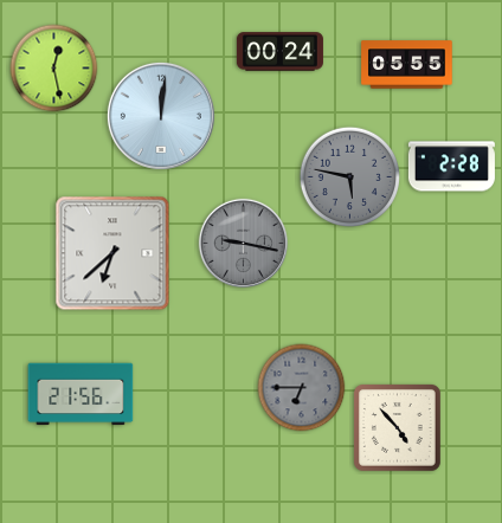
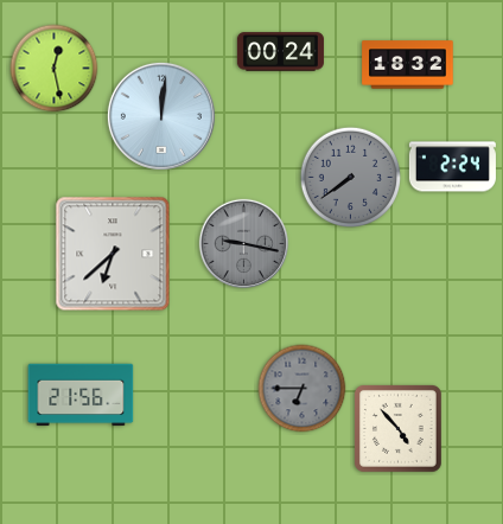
clock at (407, 65): 05:55 -> 18:32
clock at (451, 167): 2:28 -> 2:24
clock at (349, 176): 5:47 -> 7:39
